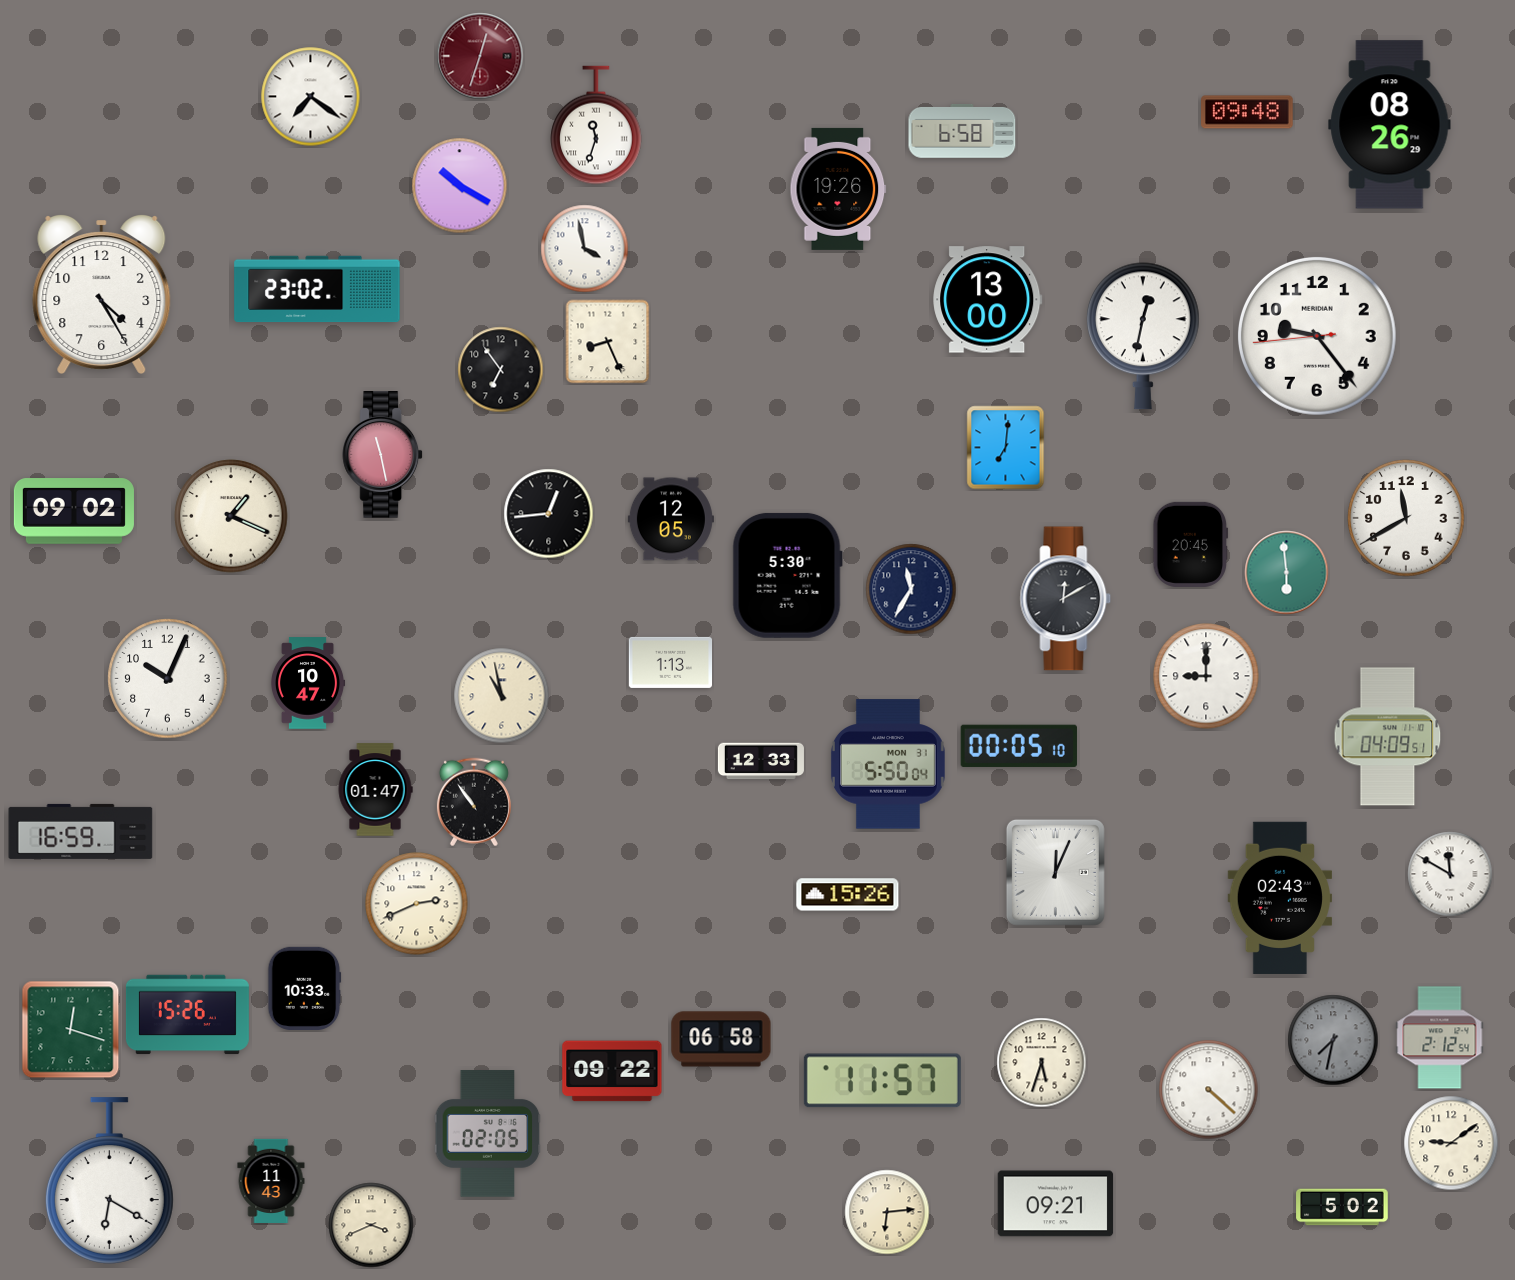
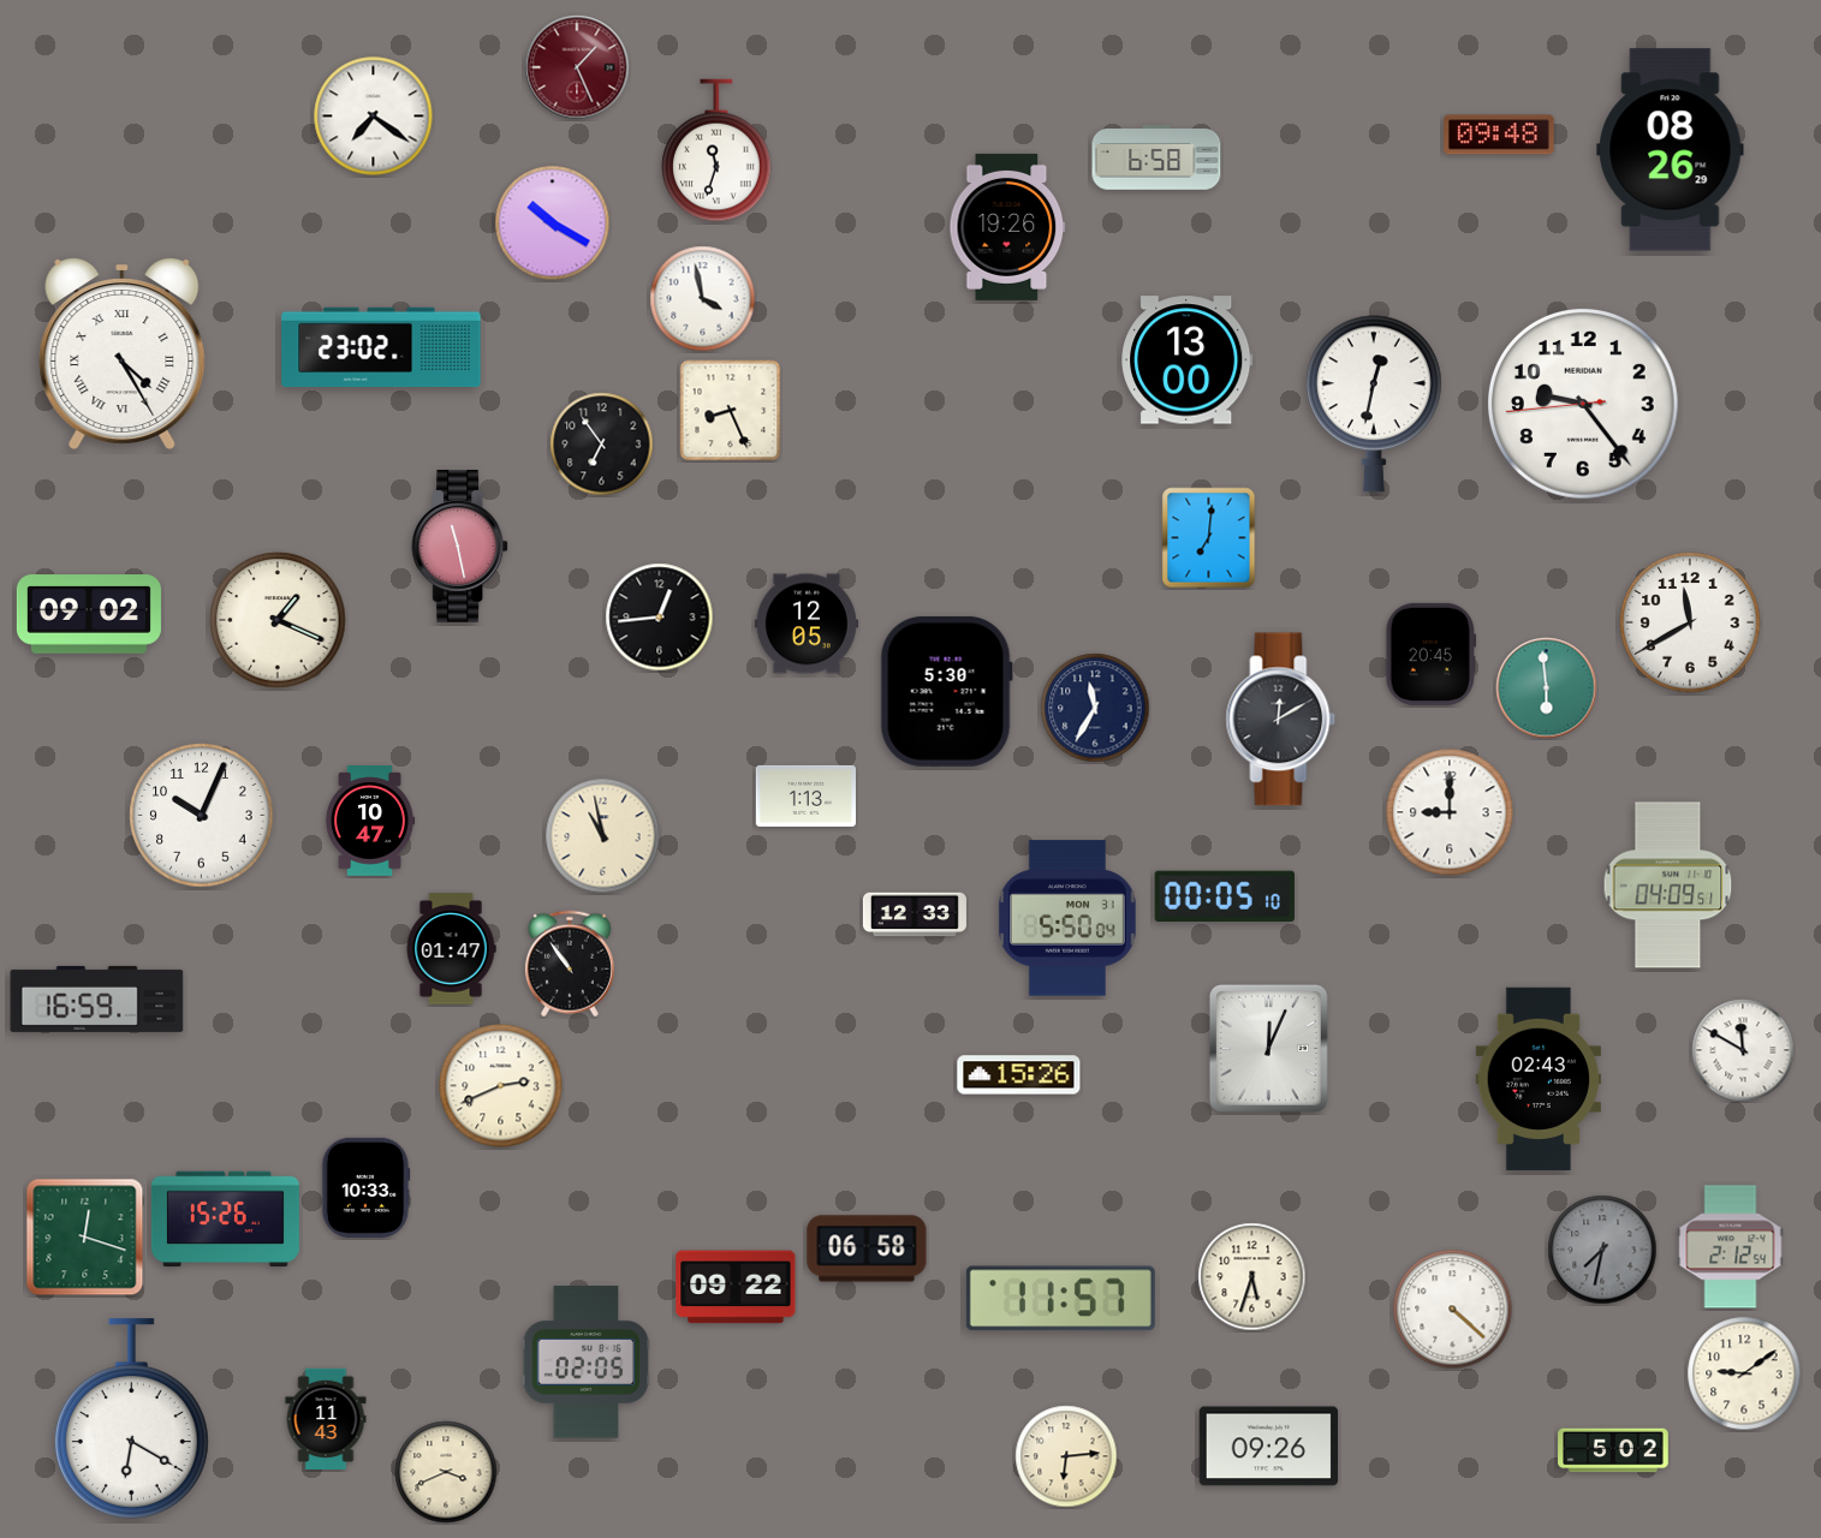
clock at (480, 56): 12:33 -> 1:26
clock at (102, 294) numerals: Arabic -> Roman
clock at (1056, 1204): 09:21 -> 09:26
